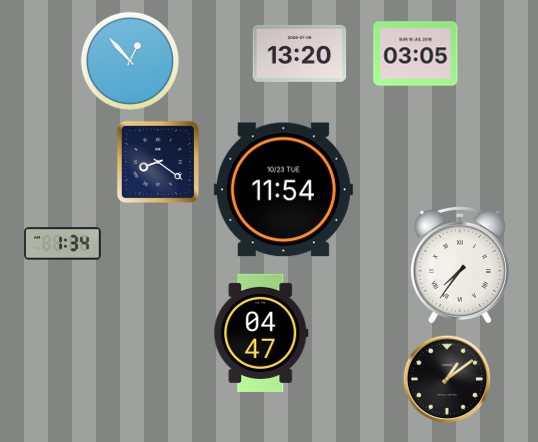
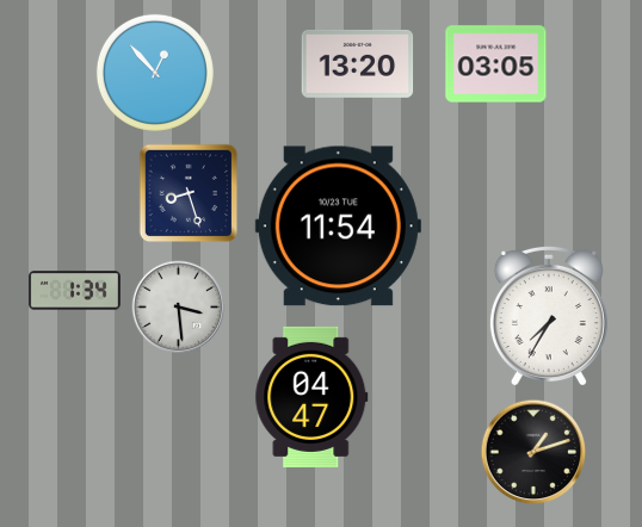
clock at (158, 162): 8:21 -> 8:27
clock at (179, 308): none -> 3:29
clock at (460, 264): 7:36 -> 7:35
clock at (447, 379): 1:09 -> 1:12
